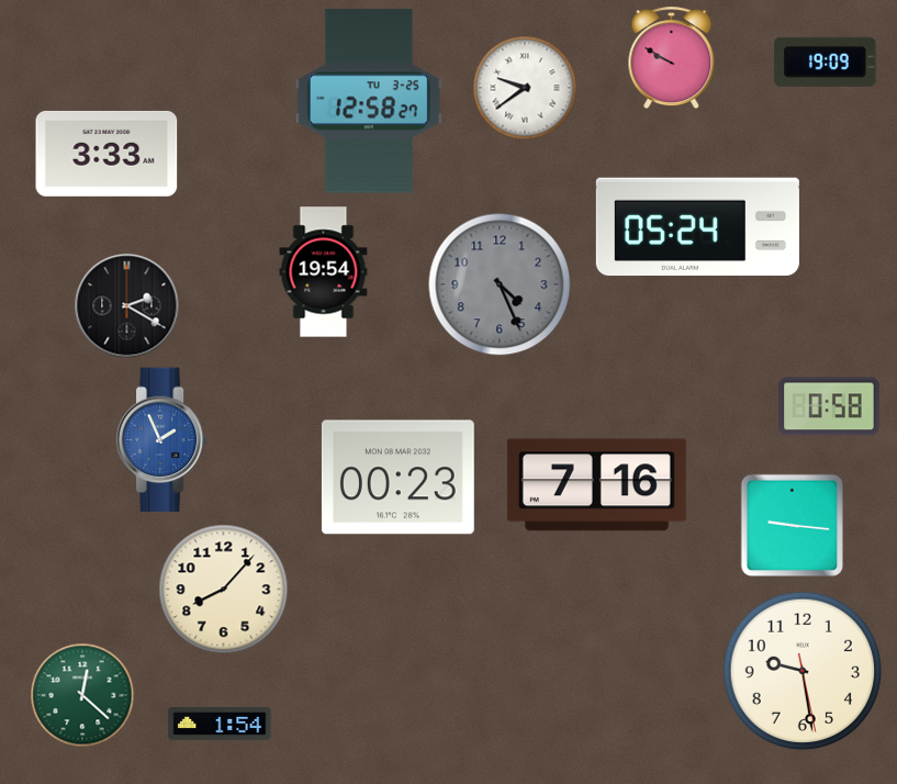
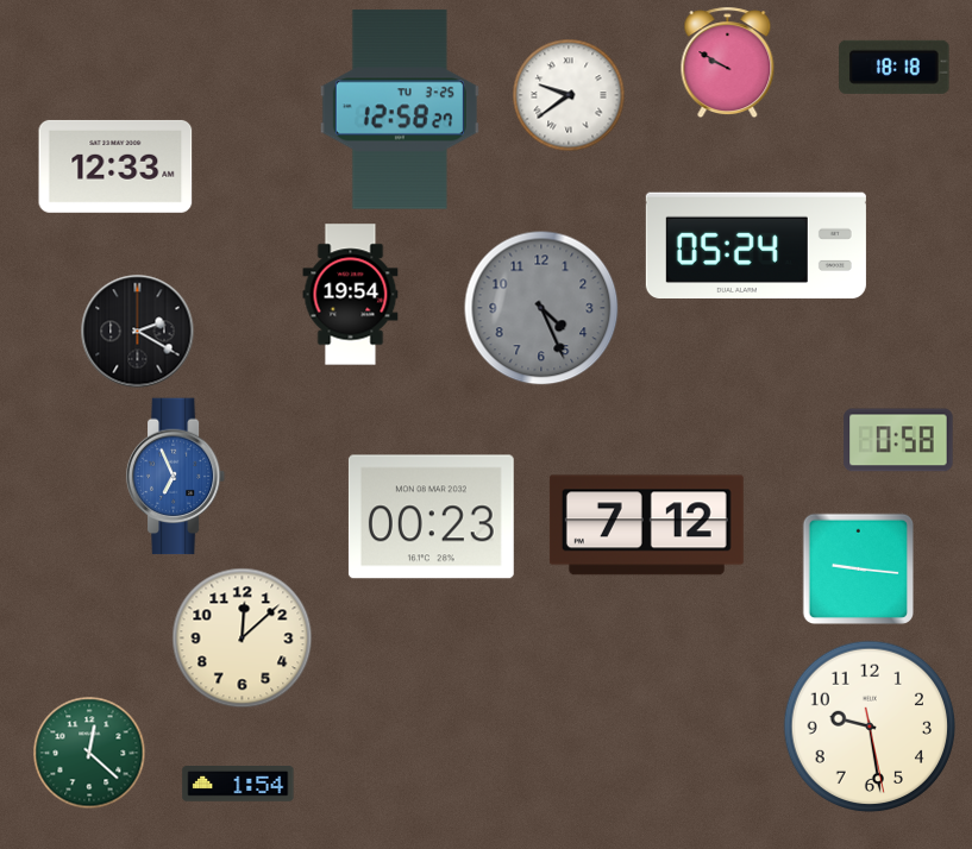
clock at (826, 61): 19:09 -> 18:18
clock at (106, 154): 3:33 -> 12:33
clock at (162, 440): 1:56 -> 6:56
clock at (596, 485): 7:16 -> 7:12
clock at (224, 590): 8:07 -> 12:08
